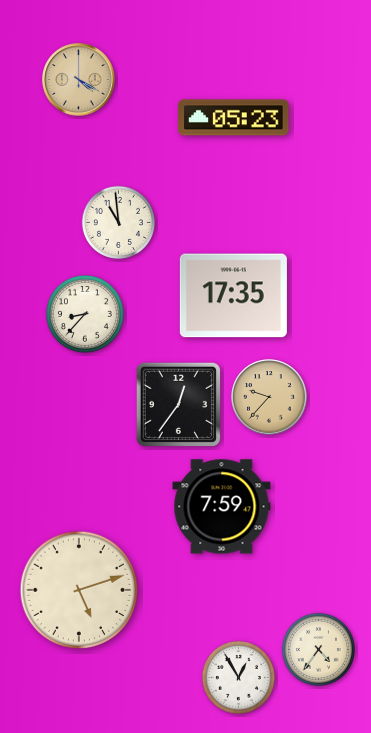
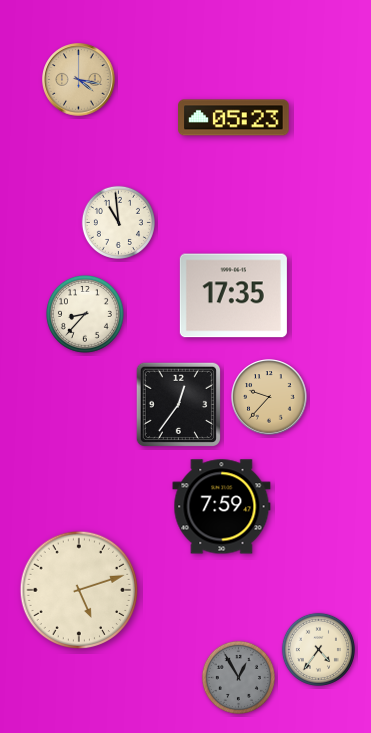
clock at (79, 80): 4:20 -> 4:17
clock at (238, 677) dial: white -> grey
